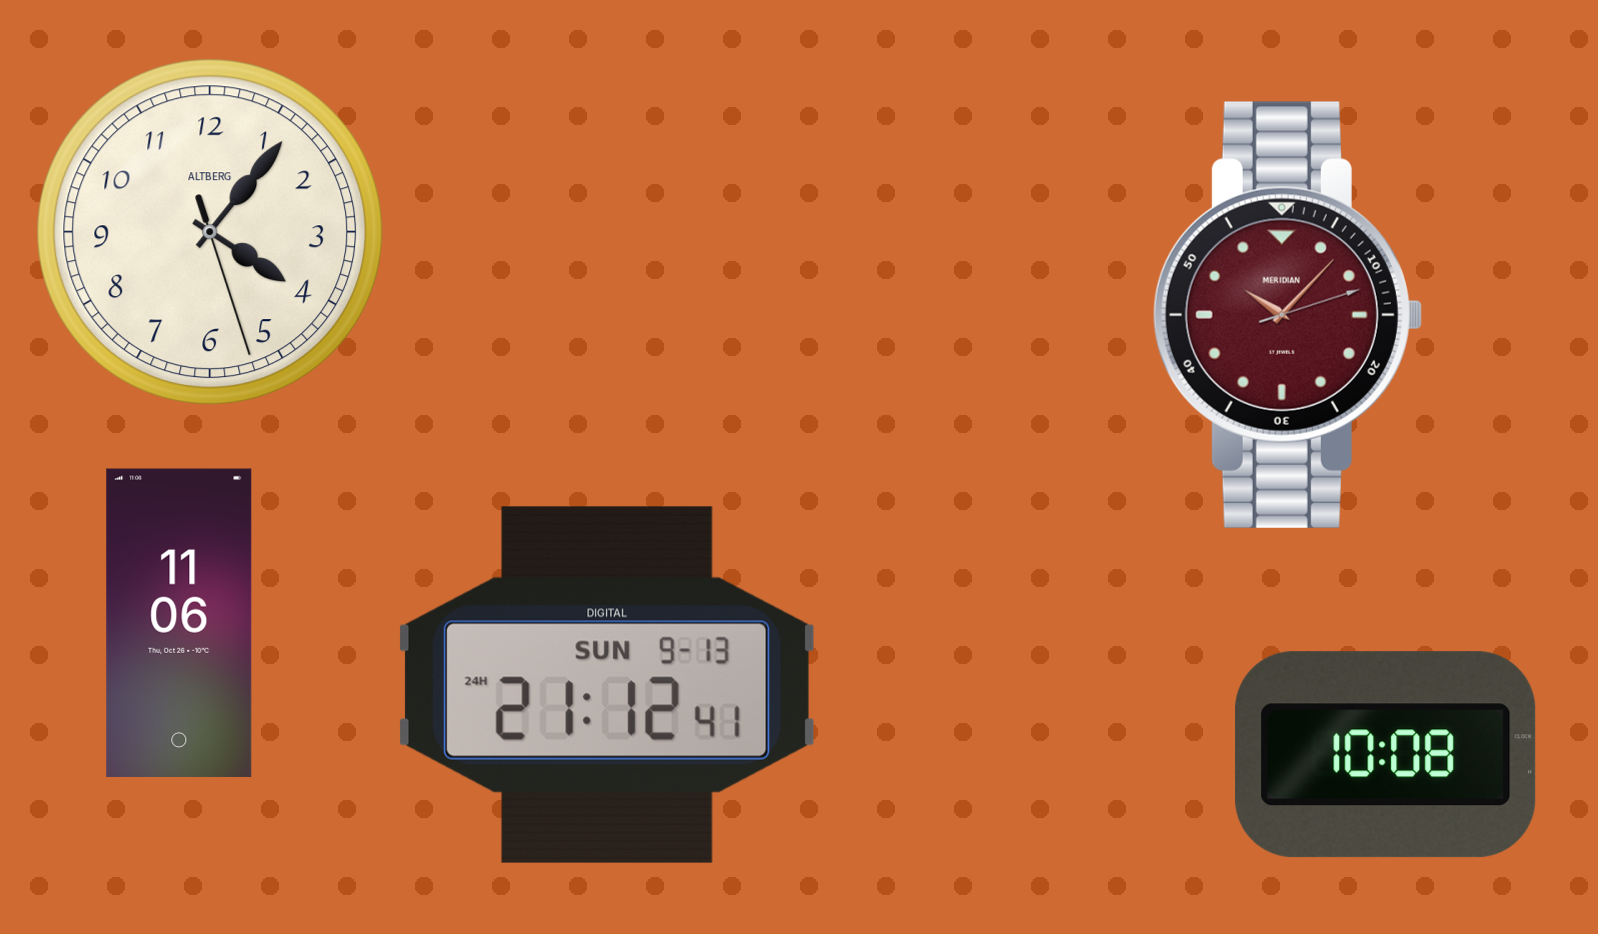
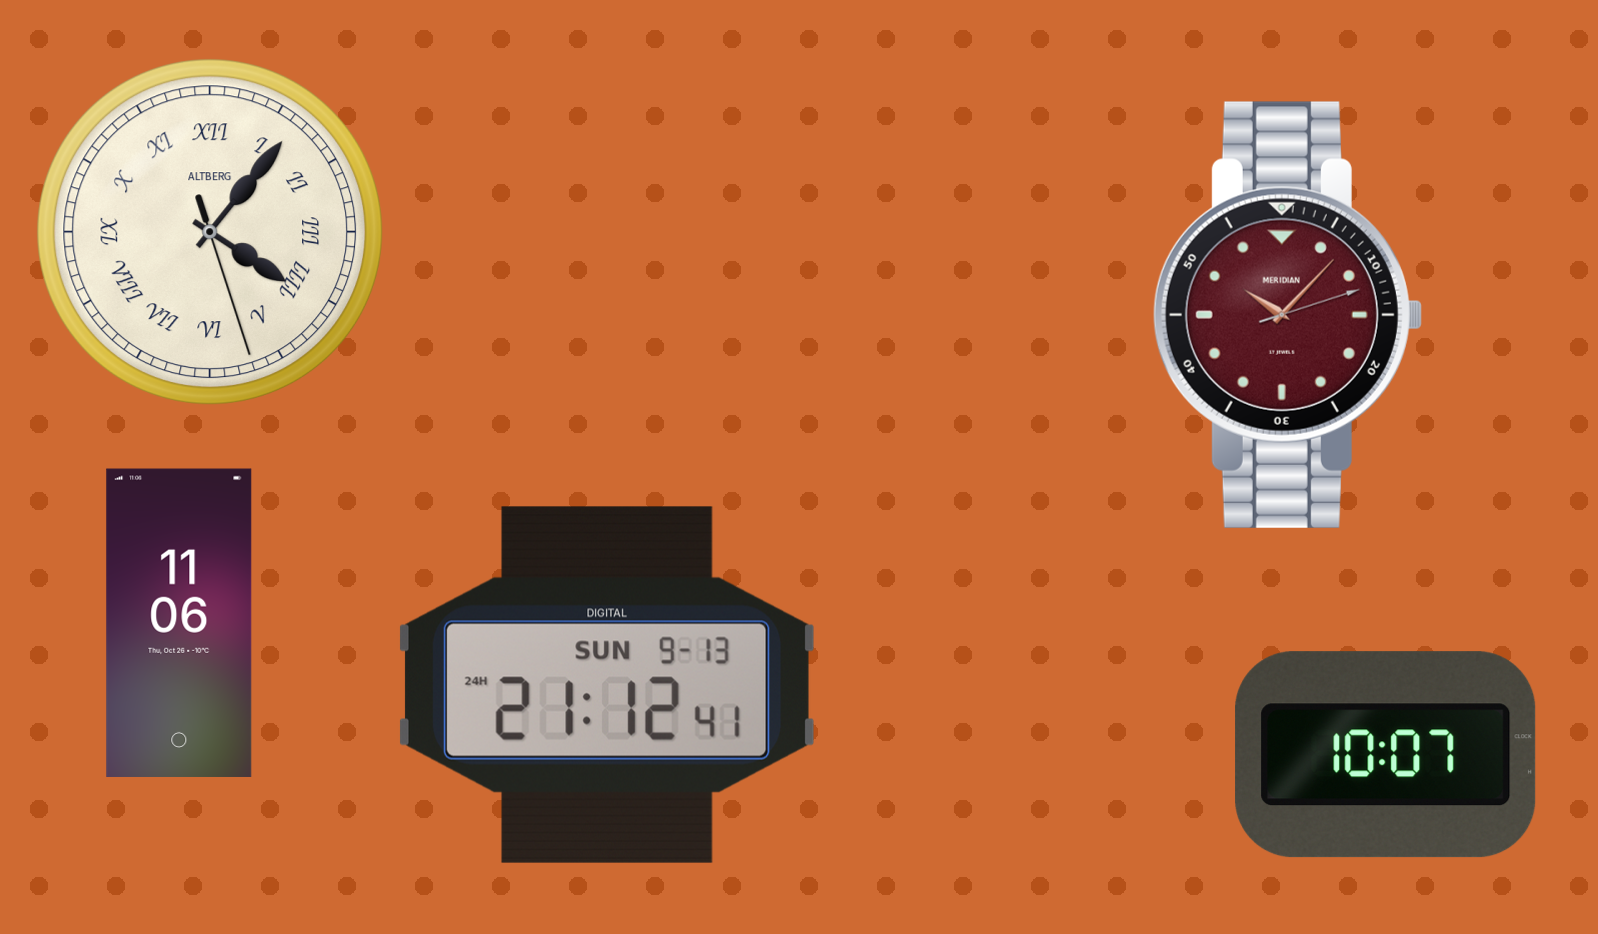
clock at (210, 232) numerals: Arabic -> Roman
clock at (1386, 755): 10:08 -> 10:07
